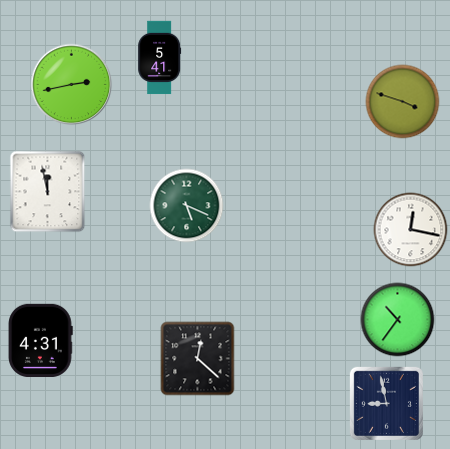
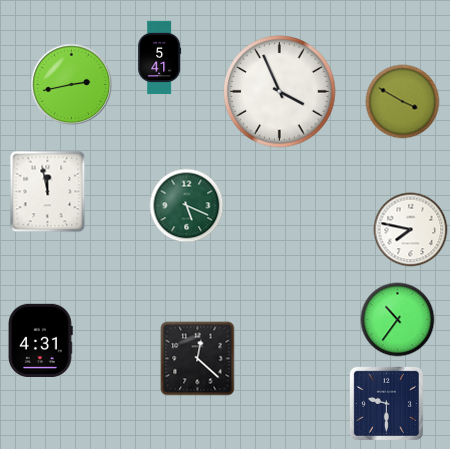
clock at (280, 92): none -> 3:56
clock at (403, 102): 3:48 -> 3:50
clock at (411, 230): 12:17 -> 7:47
clock at (386, 403): 8:58 -> 9:30
